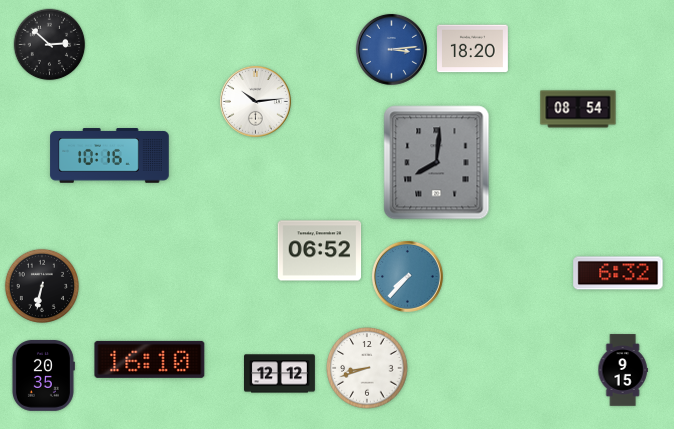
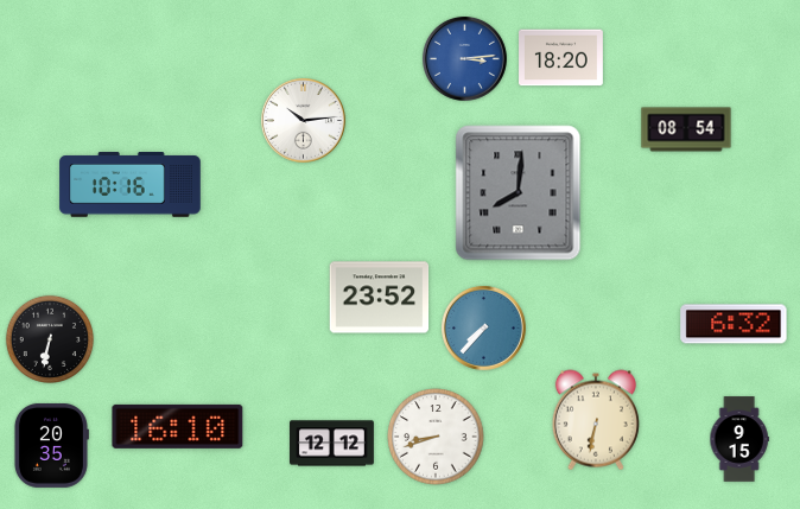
clock at (50, 45): 2:52 -> none
clock at (320, 251): 06:52 -> 23:52
clock at (596, 420): none -> 6:32
